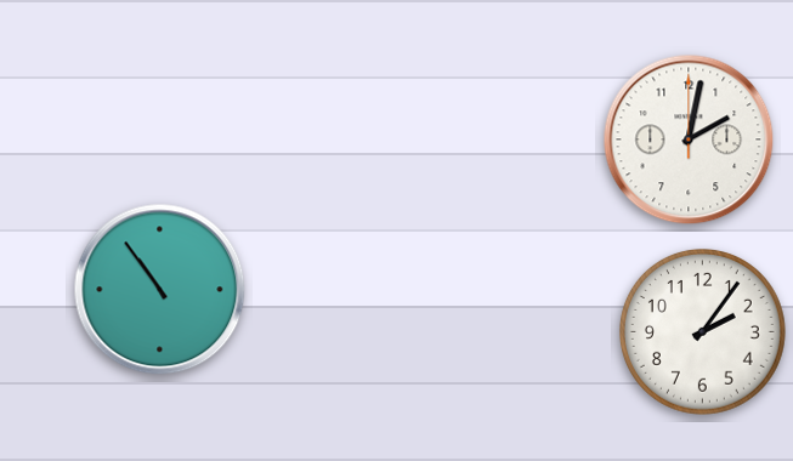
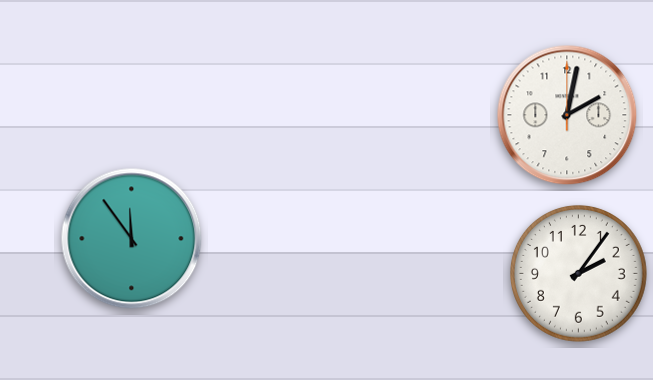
clock at (160, 290): 10:54 -> 11:54
